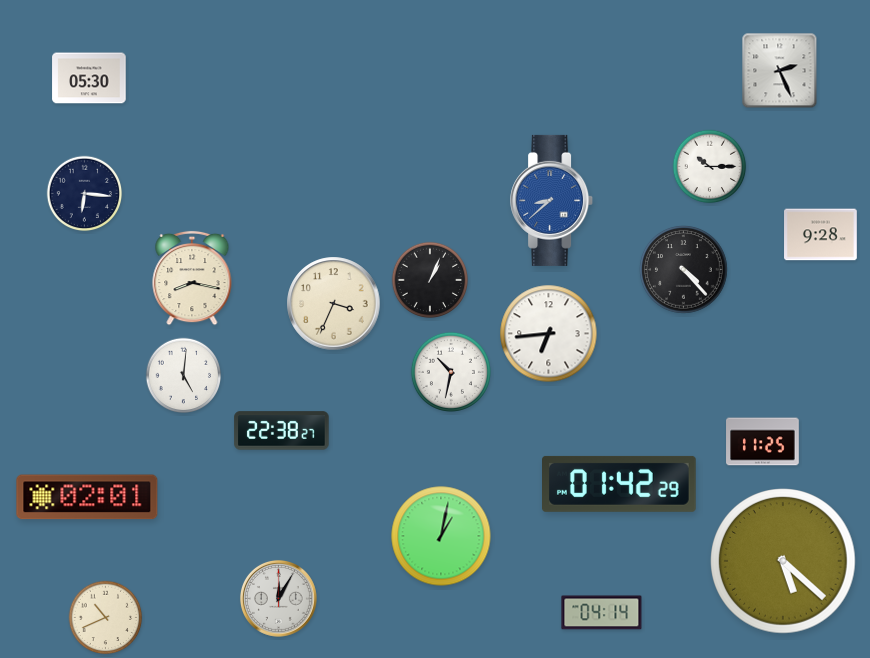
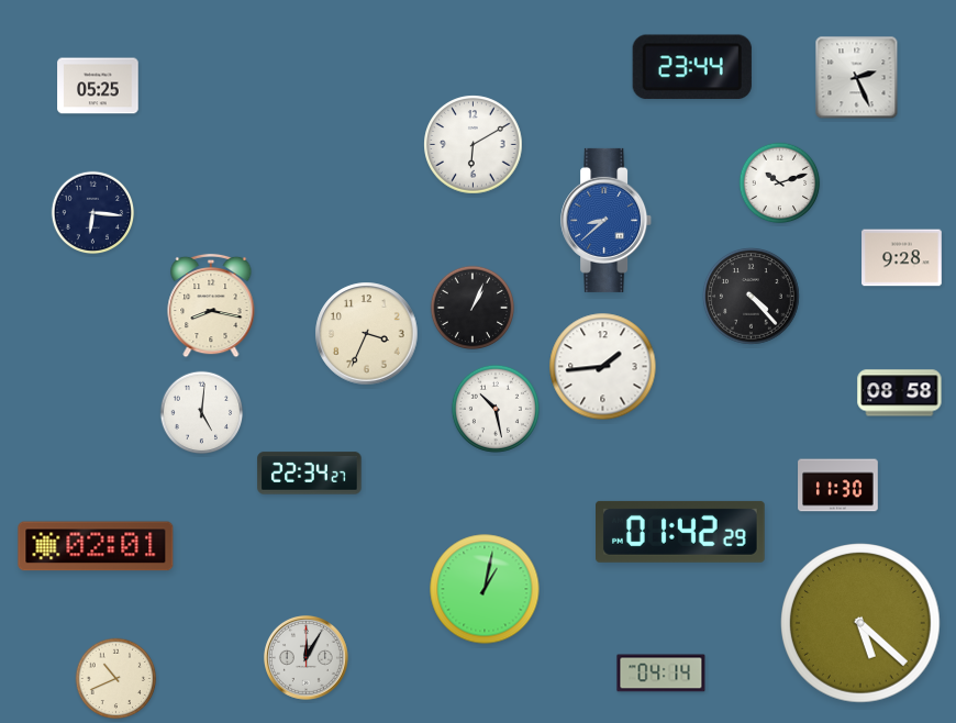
clock at (692, 67): none -> 23:44
clock at (89, 78): 05:30 -> 05:25
clock at (474, 145): none -> 6:10
clock at (710, 167): 10:15 -> 10:12
clock at (549, 334): 6:44 -> 1:44
clock at (900, 393): none -> 08:58
clock at (451, 372): 10:32 -> 10:28
clock at (282, 431): 22:38 -> 22:34
clock at (763, 442): 11:25 -> 11:30
clock at (783, 561) position: (783, 561) -> (860, 623)
